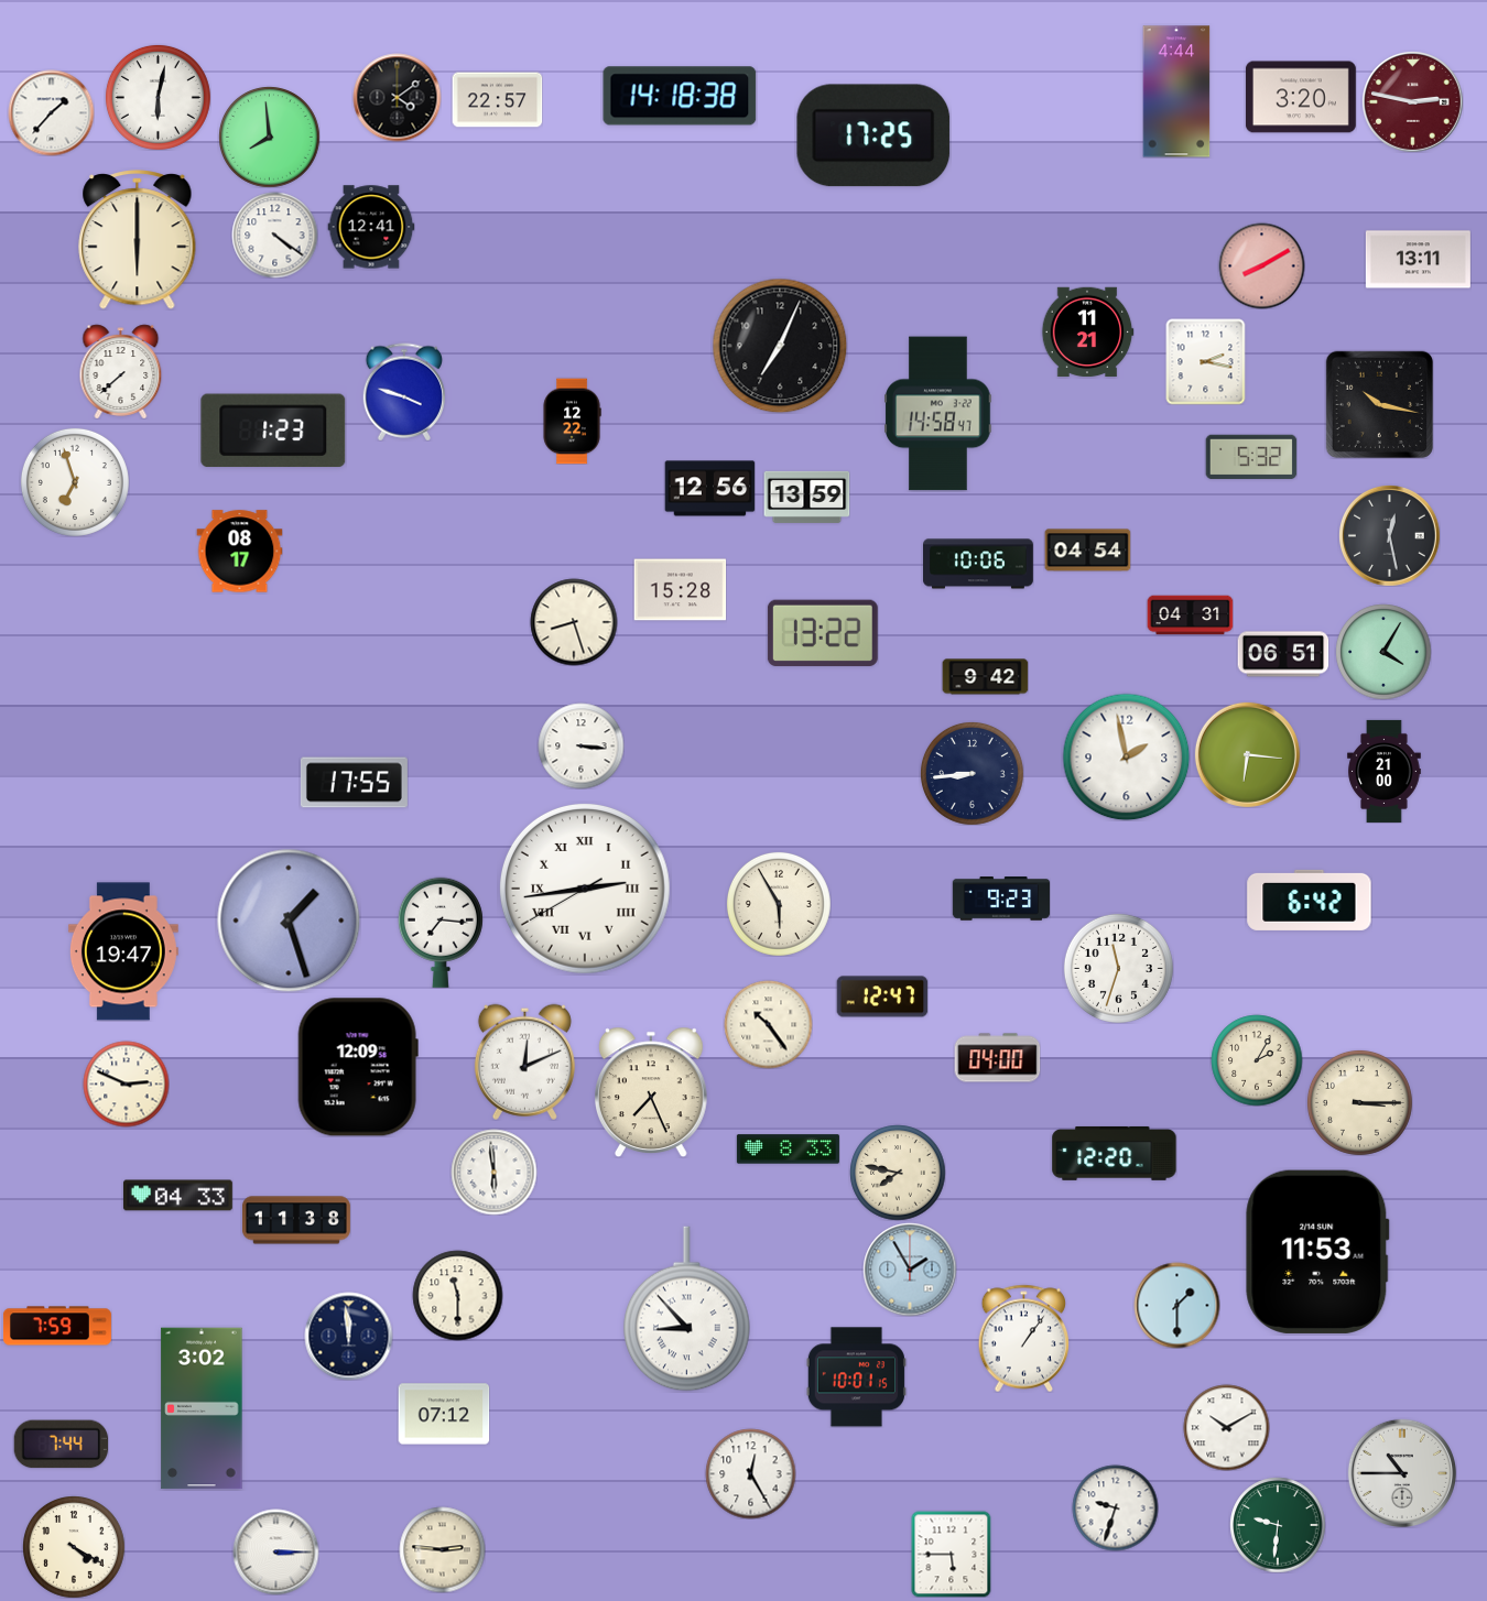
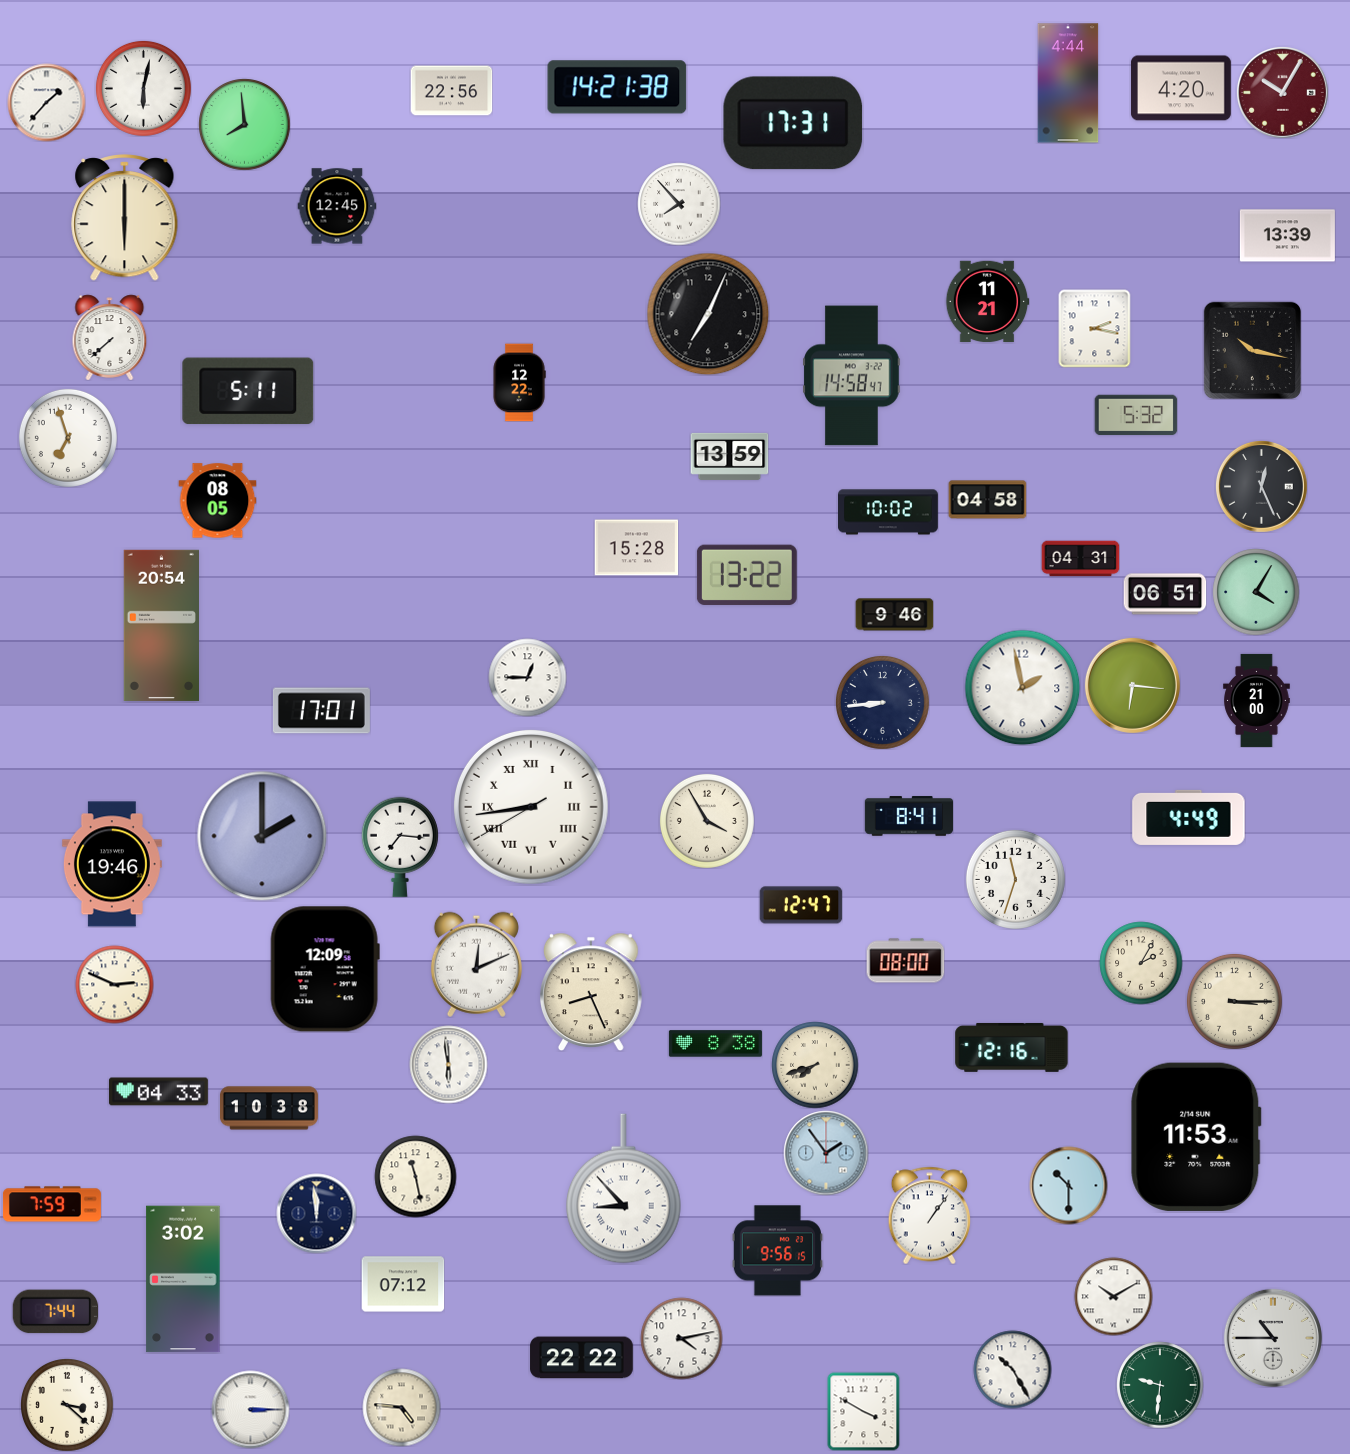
clock at (680, 96): 14:18 -> 14:21
clock at (397, 97): 4:09 -> none
clock at (1301, 97): 3:20 -> 4:20
clock at (497, 100): 22:57 -> 22:56
clock at (1412, 101): 2:47 -> 10:05
clock at (873, 135): 17:25 -> 17:31
clock at (679, 204): none -> 7:53
clock at (371, 227): 12:41 -> 12:45
clock at (274, 235): 4:21 -> none
clock at (1418, 260): 13:11 -> 13:39
clock at (1261, 265): 8:10 -> none
clock at (403, 392): 3:48 -> none
clock at (1379, 404) position: (1379, 404) -> (1252, 350)
clock at (273, 431): 1:23 -> 5:11
clock at (709, 489): 12:56 -> none
clock at (806, 497) position: (806, 497) -> (729, 456)
clock at (1389, 535): 12:28 -> 12:26
clock at (1087, 551): 04:54 -> 04:58
clock at (239, 552): 08:17 -> 08:05
clock at (979, 564): 10:06 -> 10:02
clock at (680, 590) position: (680, 590) -> (636, 548)
clock at (574, 622): 8:27 -> none
clock at (985, 677): 9:42 -> 9:46
clock at (161, 625): none -> 20:54
clock at (580, 745): 3:16 -> 12:45
clock at (354, 783): 17:55 -> 17:01
clock at (585, 889): 2:43 -> 8:43
clock at (1001, 898): 9:23 -> 8:41
clock at (1310, 900): 6:42 -> 4:49
clock at (779, 904): 5:55 -> 3:55
clock at (289, 921): 1:27 -> 2:00
clock at (123, 951): 19:47 -> 19:46
clock at (768, 1024): 10:24 -> none
clock at (997, 1058): 04:00 -> 08:00
clock at (652, 1092): 7:26 -> 8:26
clock at (788, 1150): 8:33 -> 8:38
clock at (1115, 1153): 12:20 -> 12:16
clock at (898, 1173): 7:47 -> 7:42
clock at (177, 1196) position: (177, 1196) -> (158, 1092)
clock at (296, 1220): 11:38 -> 10:38
clock at (910, 1270): 1:55 -> 1:54
clock at (457, 1295): 11:30 -> 11:28
clock at (1176, 1305): 1:30 -> 10:30
clock at (856, 1377): 10:01 -> 9:56
clock at (750, 1473): 12:25 -> 4:13
clock at (582, 1358): none -> 22:22
clock at (1115, 1507): 9:33 -> 10:25
clock at (74, 1547): 4:20 -> 3:22
clock at (442, 1549): 2:46 -> 4:46
clock at (952, 1554): 5:45 -> 3:50
